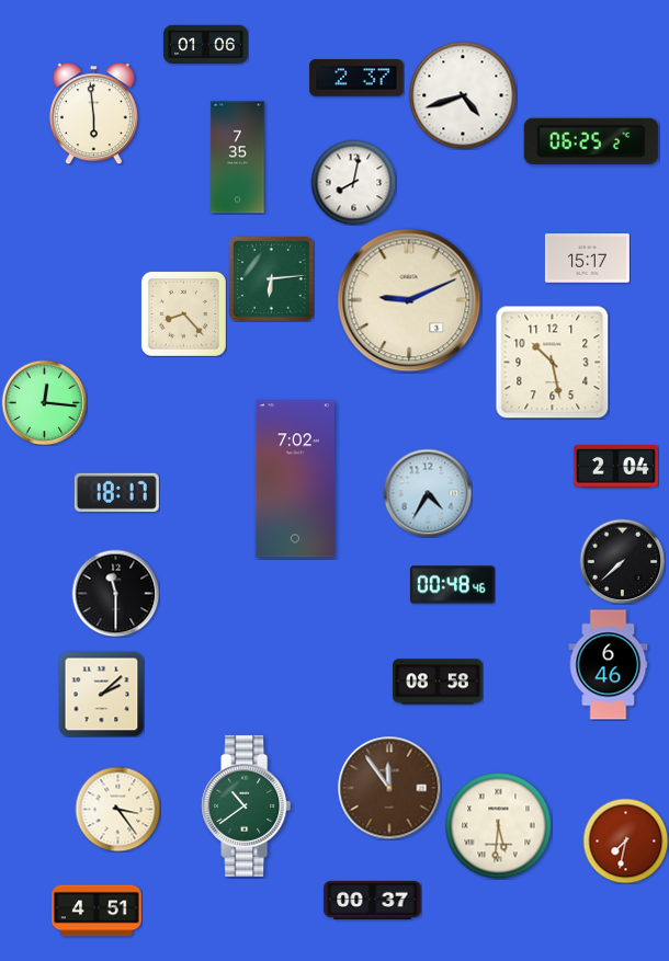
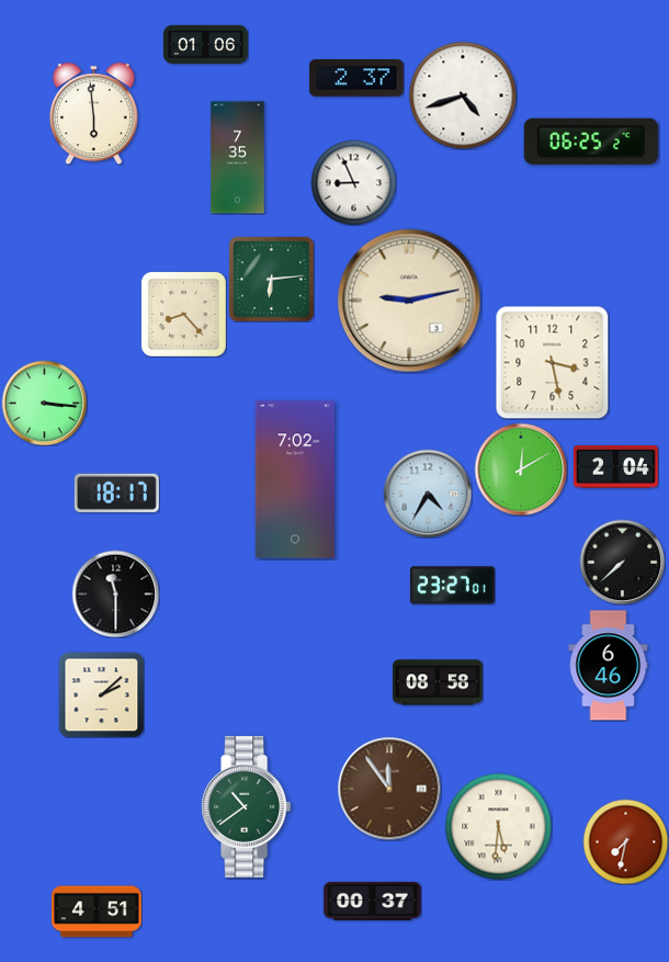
clock at (353, 182): 8:02 -> 8:56
clock at (587, 259): 15:17 -> none
clock at (409, 300): 9:11 -> 9:13
clock at (553, 363): 10:28 -> 3:28
clock at (44, 402): 12:16 -> 3:16
clock at (521, 469): none -> 12:10
clock at (452, 585): 00:48 -> 23:27
clock at (117, 809): 3:24 -> none
